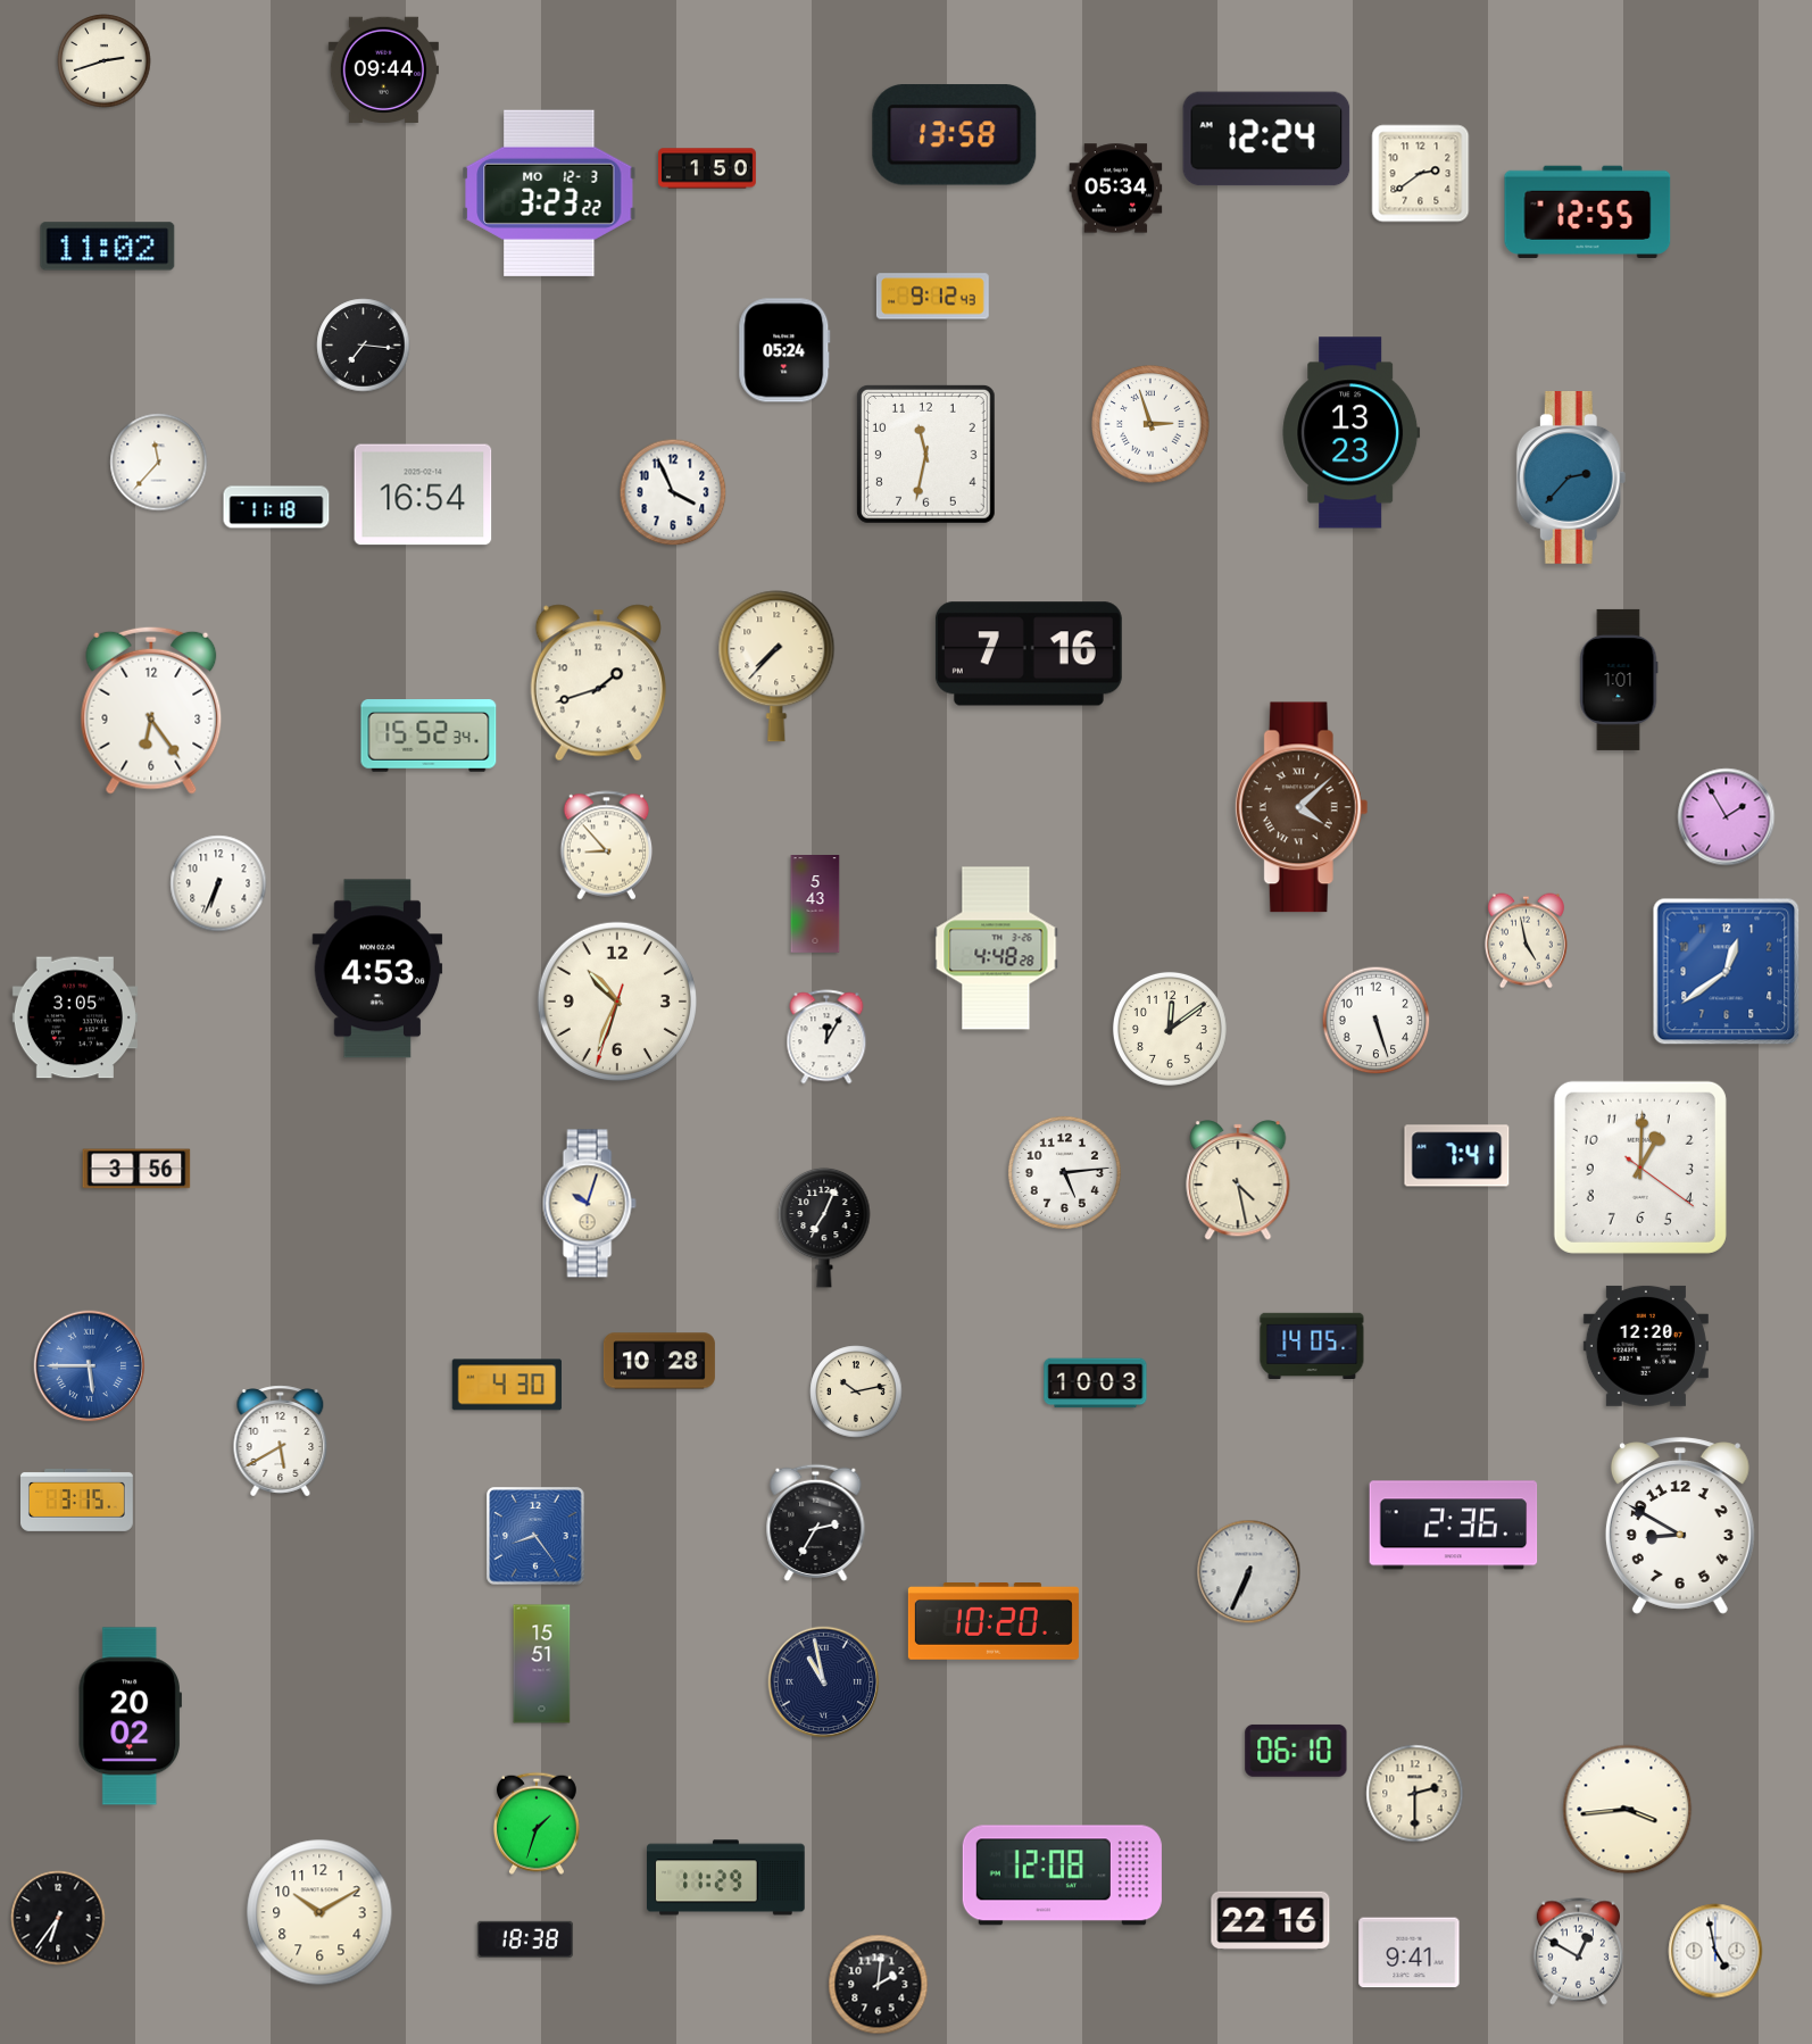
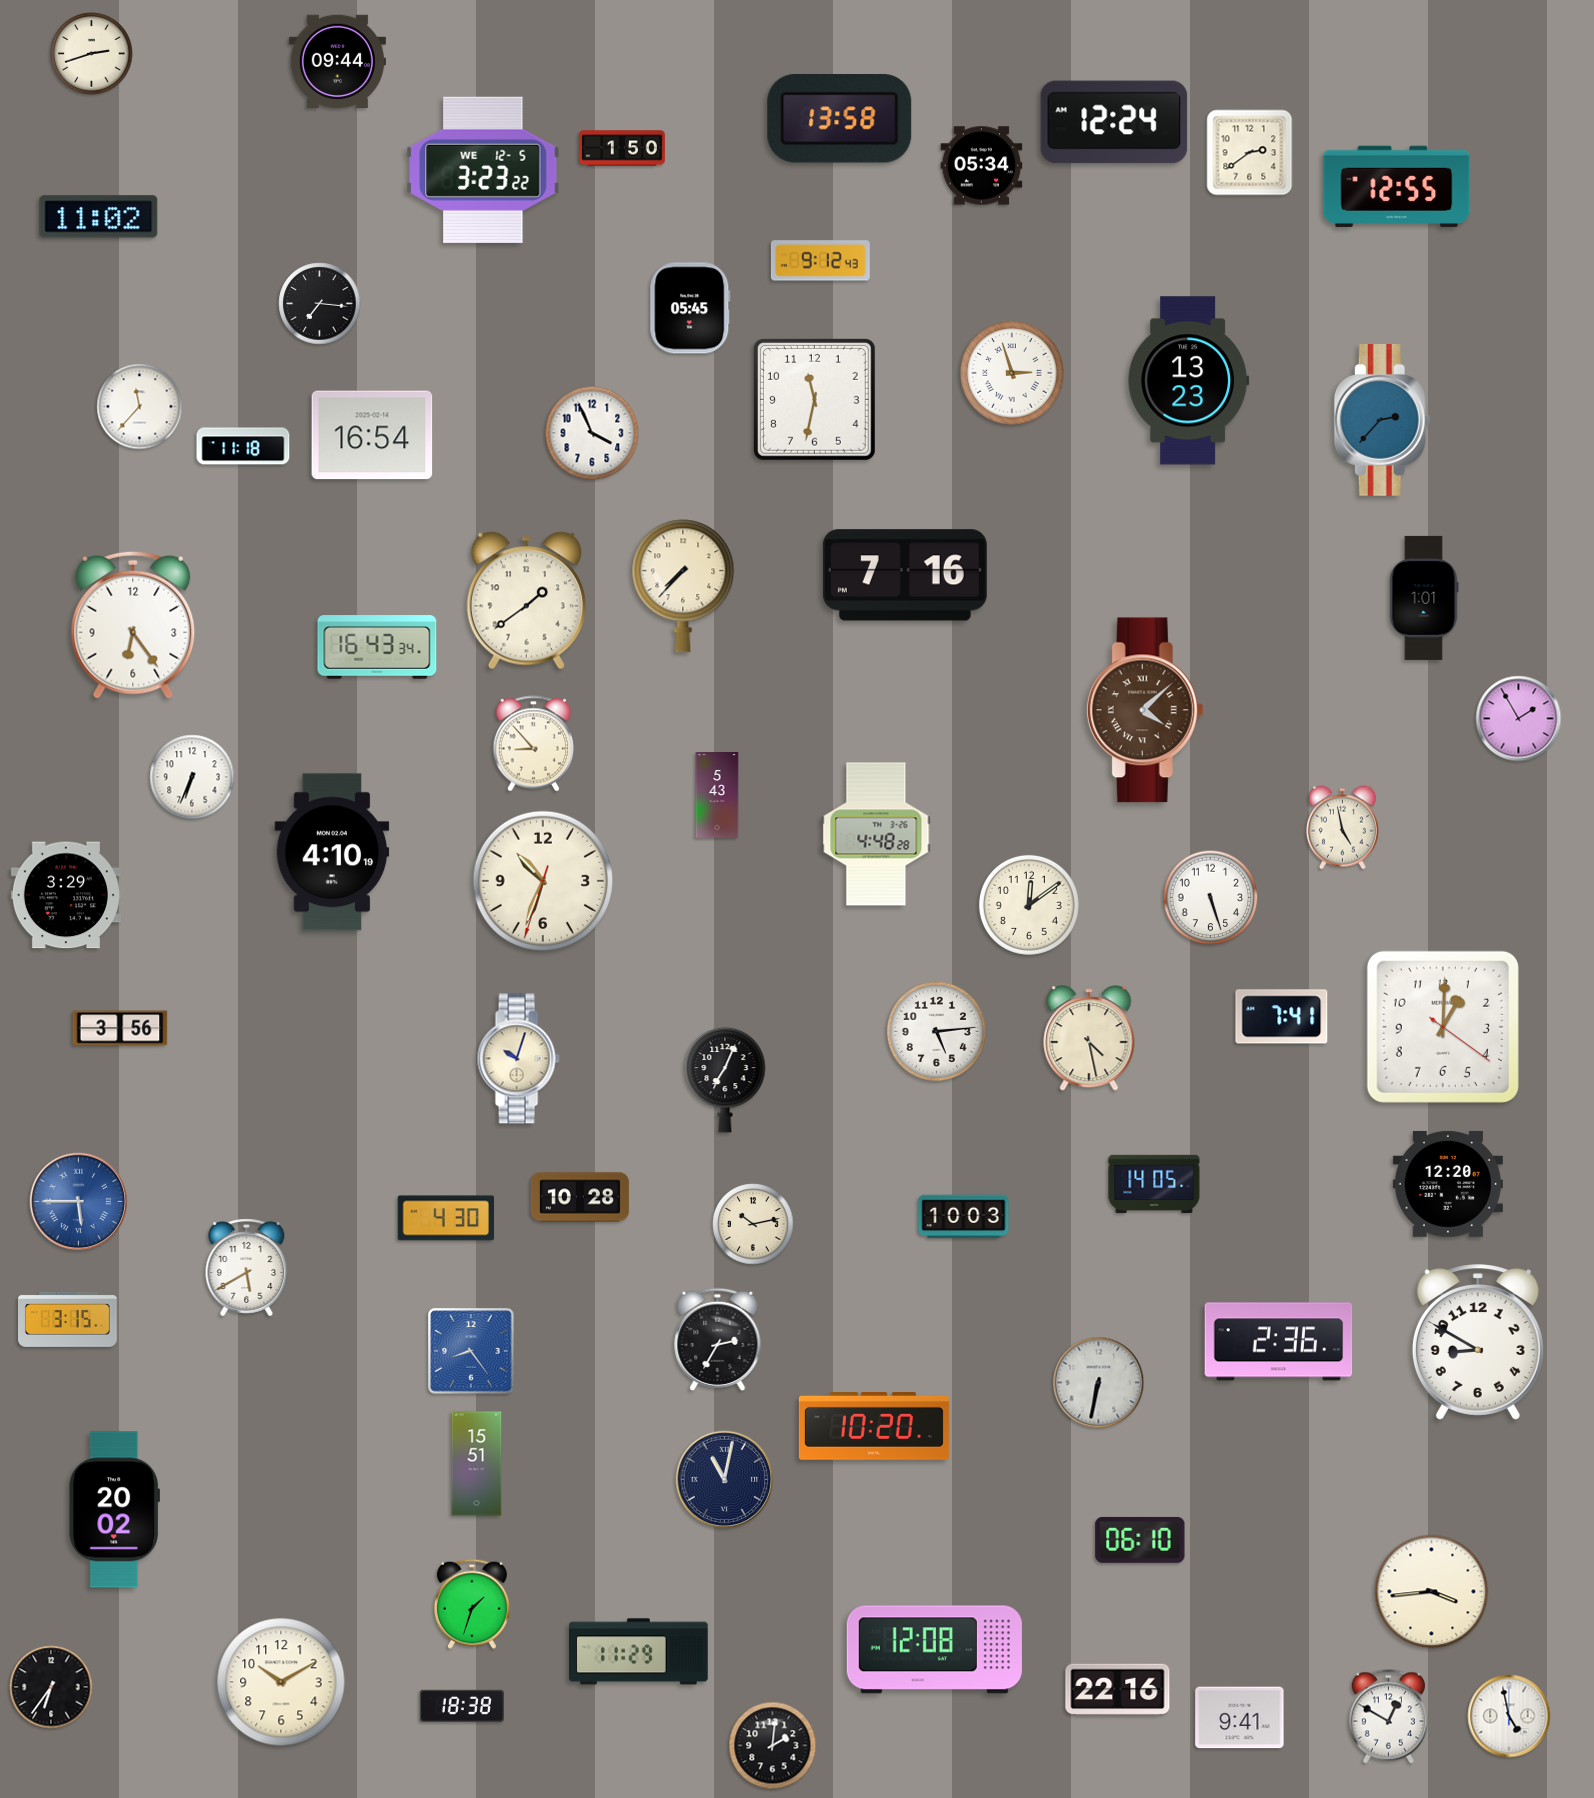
clock at (549, 193) date: MO 12-3 -> WE 12-5
clock at (108, 247) position: (108, 247) -> (99, 217)
clock at (784, 350): 05:24 -> 05:45
clock at (598, 683): 1:42 -> 1:39
clock at (429, 736): 15:52 -> 16:43
clock at (377, 969): 4:53 -> 4:10
clock at (1727, 972): 12:39 -> none
clock at (75, 1017): 3:05 -> 3:29
clock at (826, 1037): 12:05 -> none
clock at (1249, 1572): 6:34 -> 6:32
clock at (824, 1682): 10:58 -> 11:02
clock at (1415, 1794): 2:30 -> none
